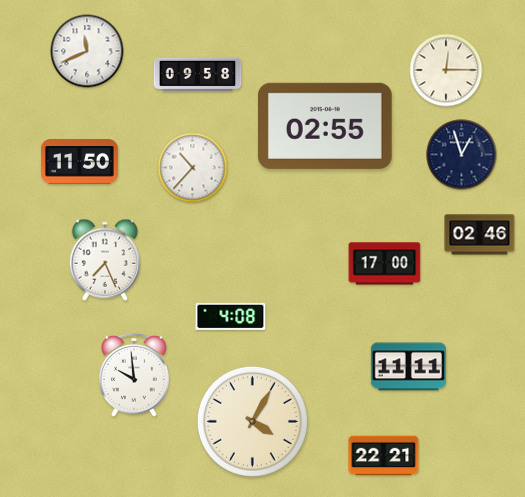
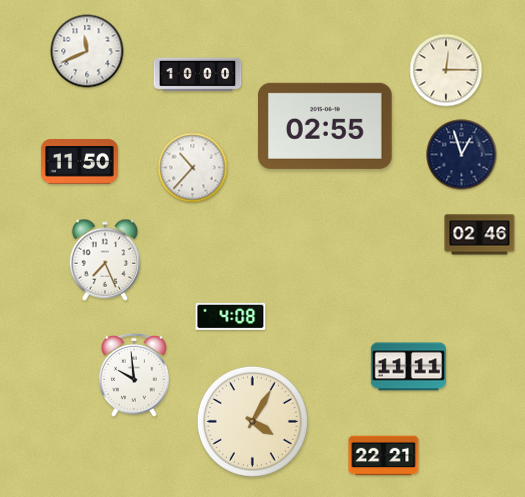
clock at (198, 75): 09:58 -> 10:00
clock at (385, 264): 17:00 -> none
